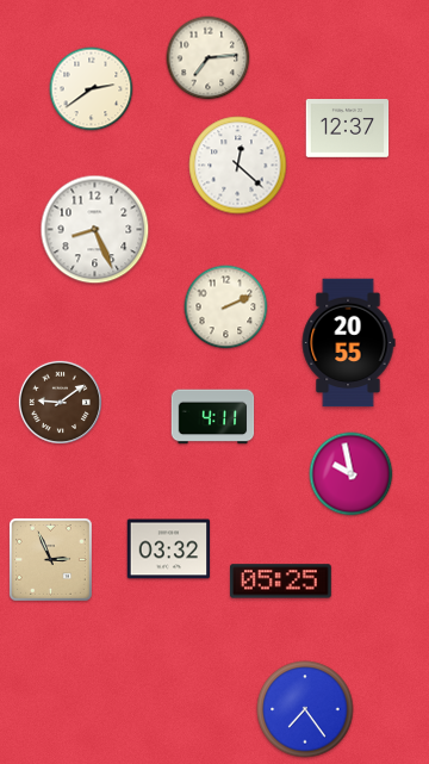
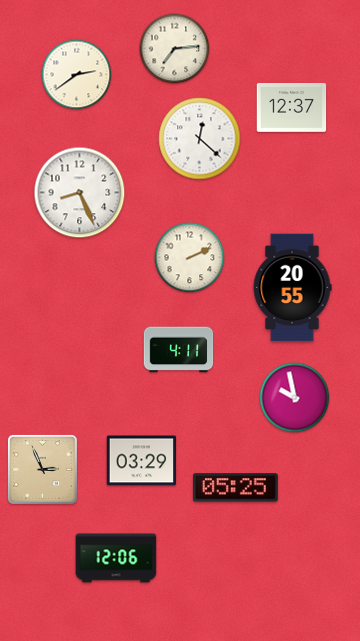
clock at (60, 402): 9:09 -> none
clock at (169, 549): 03:32 -> 03:29
clock at (116, 558): none -> 12:06
clock at (305, 709): 7:24 -> none
